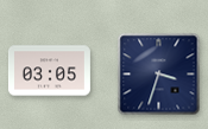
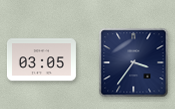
clock at (159, 75): 3:33 -> 3:36
